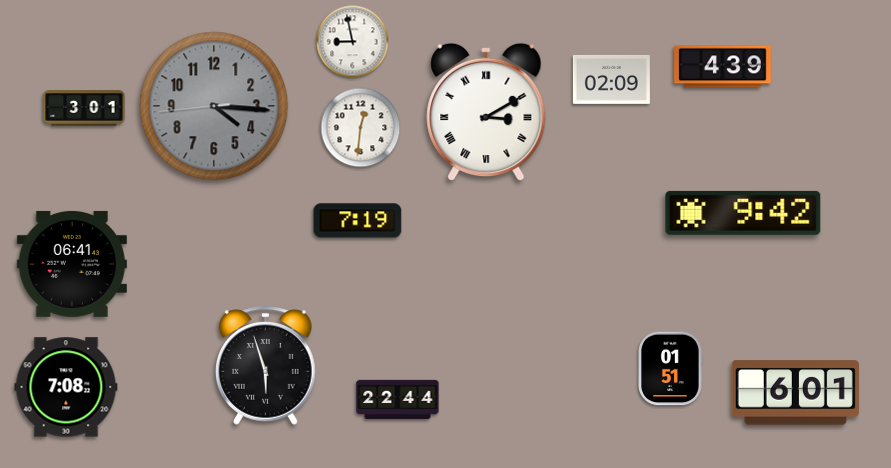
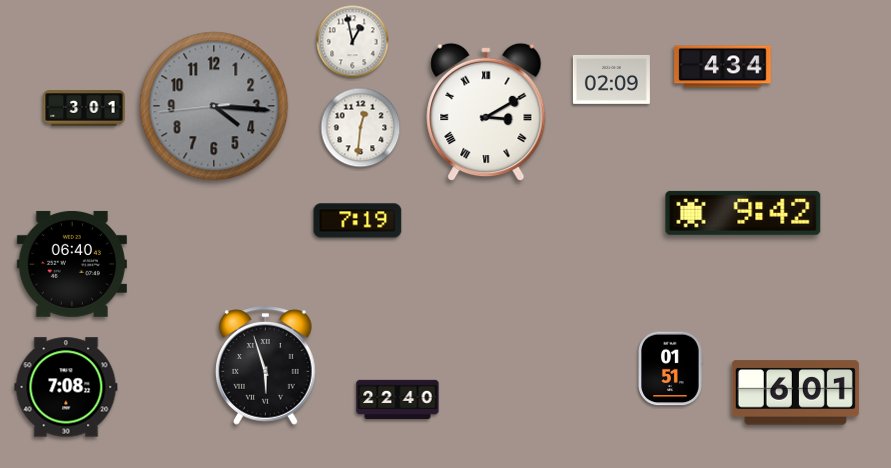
clock at (353, 42): 8:58 -> 12:58
clock at (723, 67): 4:39 -> 4:34
clock at (72, 264): 06:41 -> 06:40
clock at (398, 400): 22:44 -> 22:40
